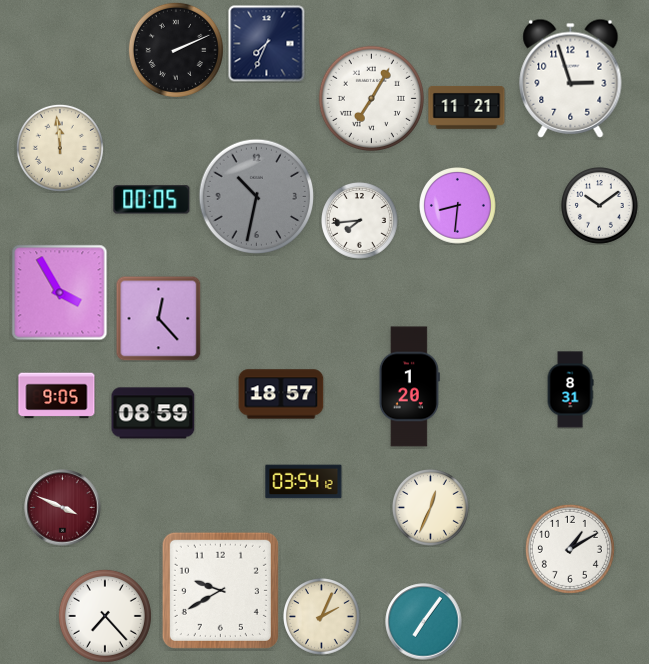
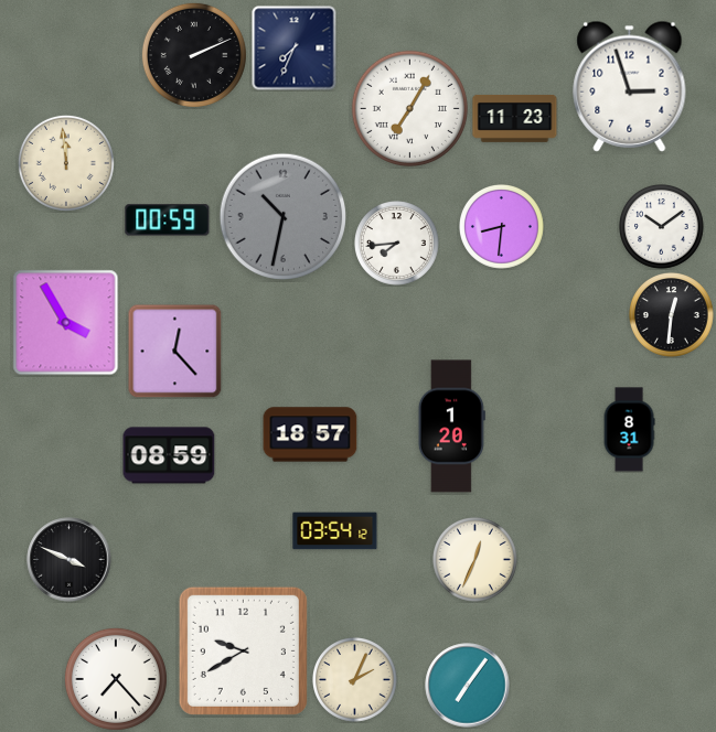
clock at (467, 107): 11:21 -> 11:23
clock at (152, 200): 00:05 -> 00:59
clock at (458, 206) position: (458, 206) -> (502, 227)
clock at (672, 315): none -> 12:31
clock at (57, 396): 9:05 -> none
clock at (63, 508) dial: burgundy -> black
clock at (570, 549): 1:10 -> none
